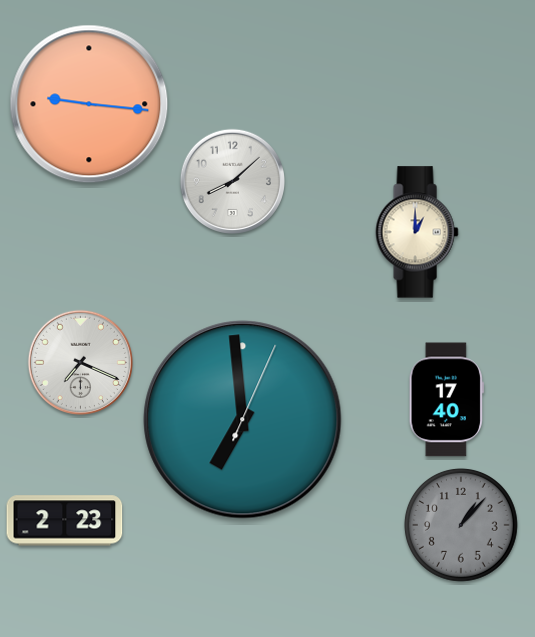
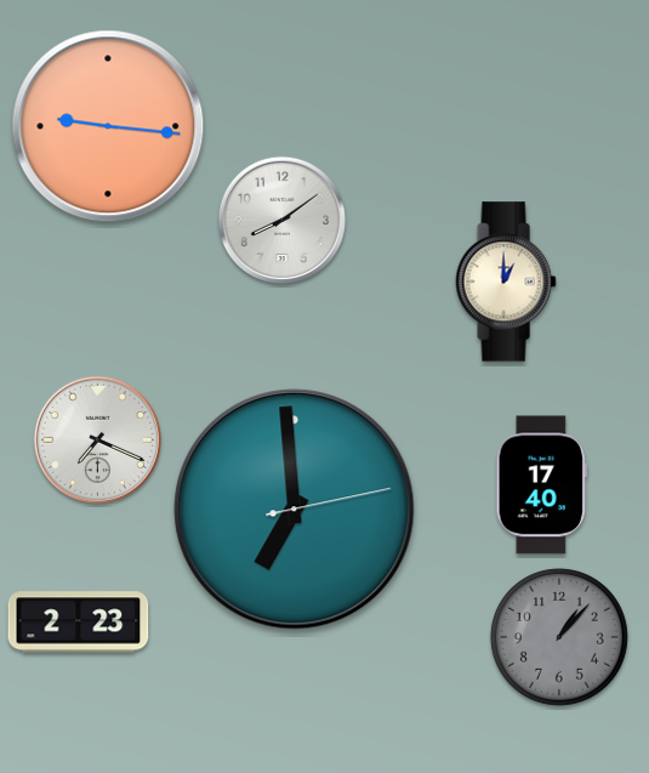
clock at (232, 181): 8:08 -> 8:09
clock at (243, 420): 6:59:04 -> 6:59:13
clock at (65, 521) position: (65, 521) -> (79, 623)
